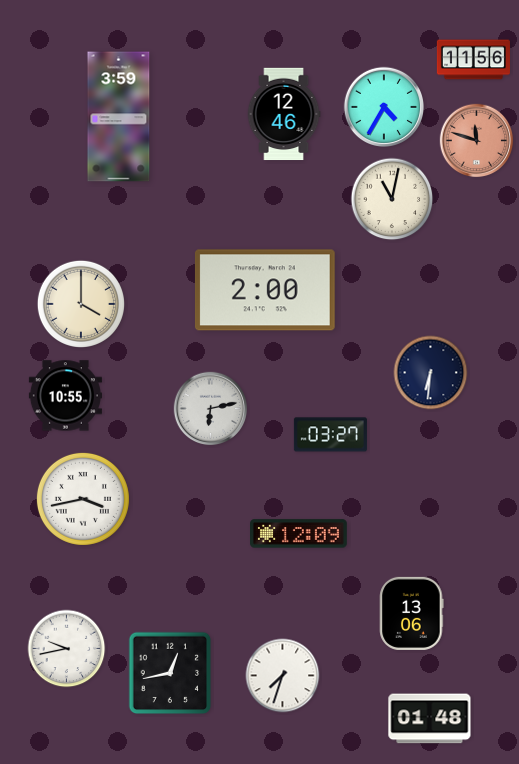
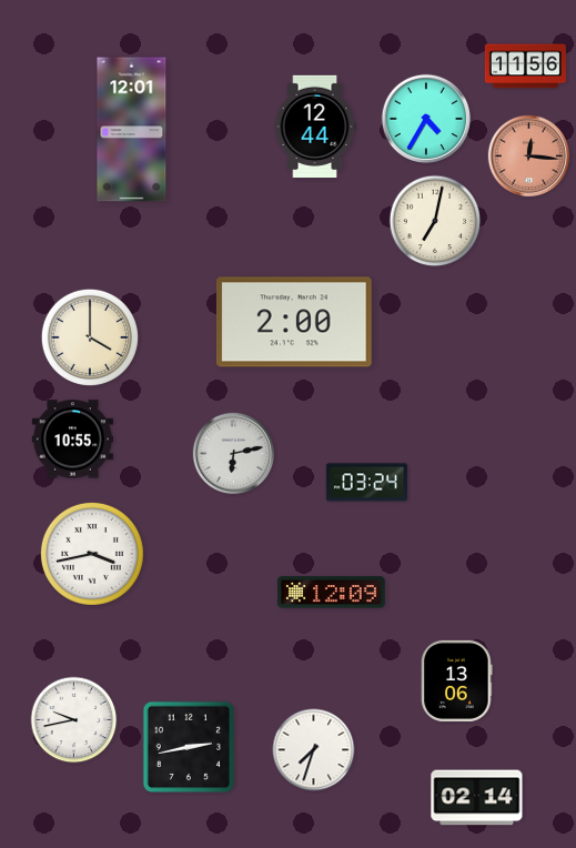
clock at (284, 114): 12:46 -> 12:44
clock at (119, 117): 3:59 -> 12:01
clock at (477, 141): 11:48 -> 12:16
clock at (392, 199): 11:02 -> 7:02
clock at (431, 373): 6:31 -> none
clock at (330, 435): 03:27 -> 03:24
clock at (170, 673): 12:43 -> 2:43
clock at (430, 719): 01:48 -> 02:14
